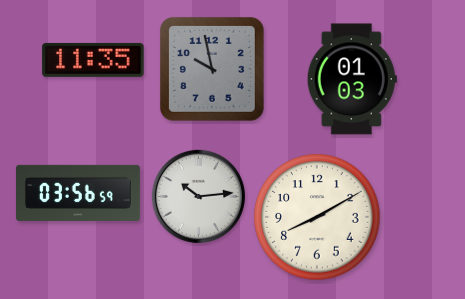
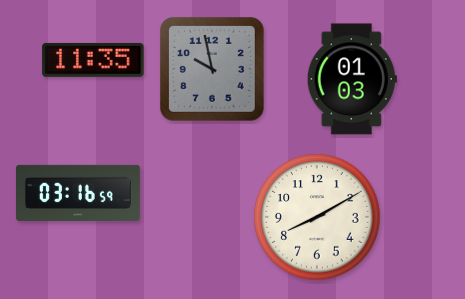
clock at (78, 193): 03:56 -> 03:16
clock at (198, 196): 10:14 -> none
